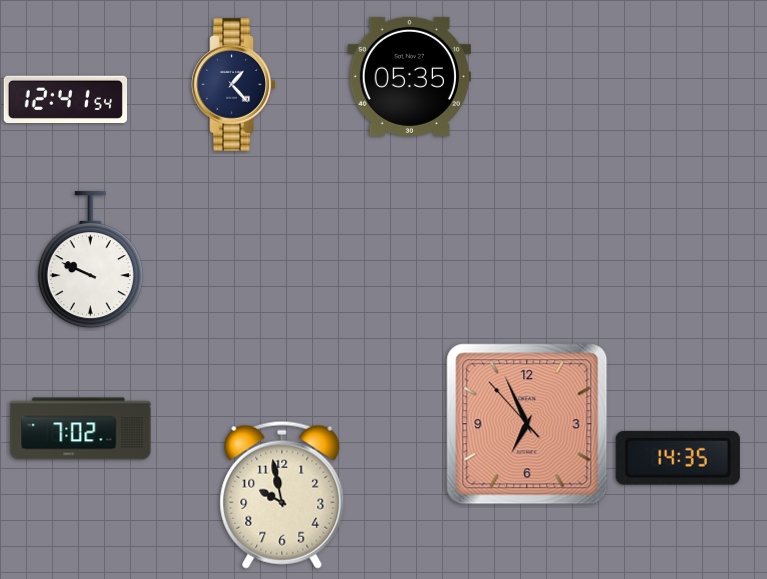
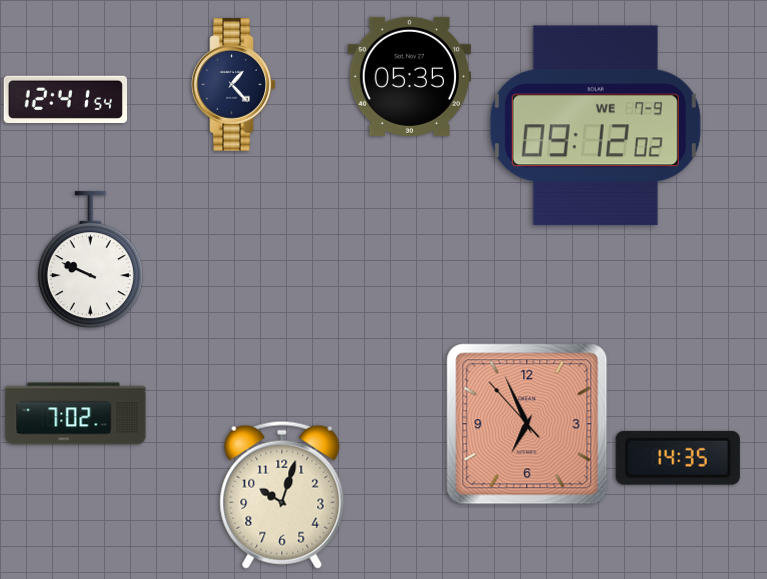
clock at (595, 126): none -> 09:12
clock at (81, 429) position: (81, 429) -> (76, 414)
clock at (282, 495): 9:58 -> 10:03
